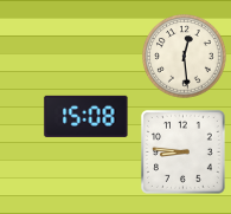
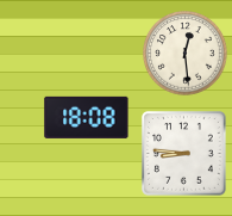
clock at (185, 57) position: (185, 57) -> (186, 54)
clock at (86, 116): 15:08 -> 18:08
